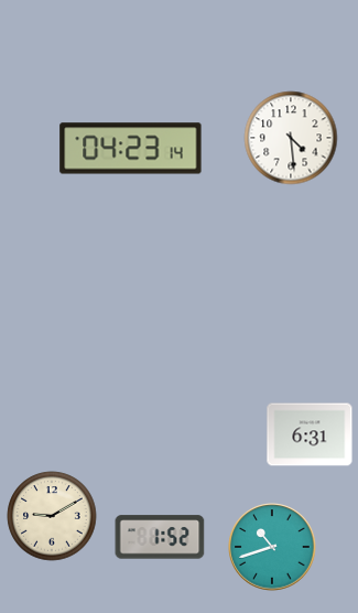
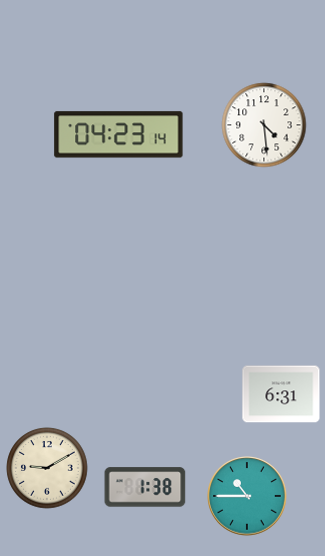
clock at (160, 537): 1:52 -> 1:38
clock at (272, 547): 10:42 -> 10:45
